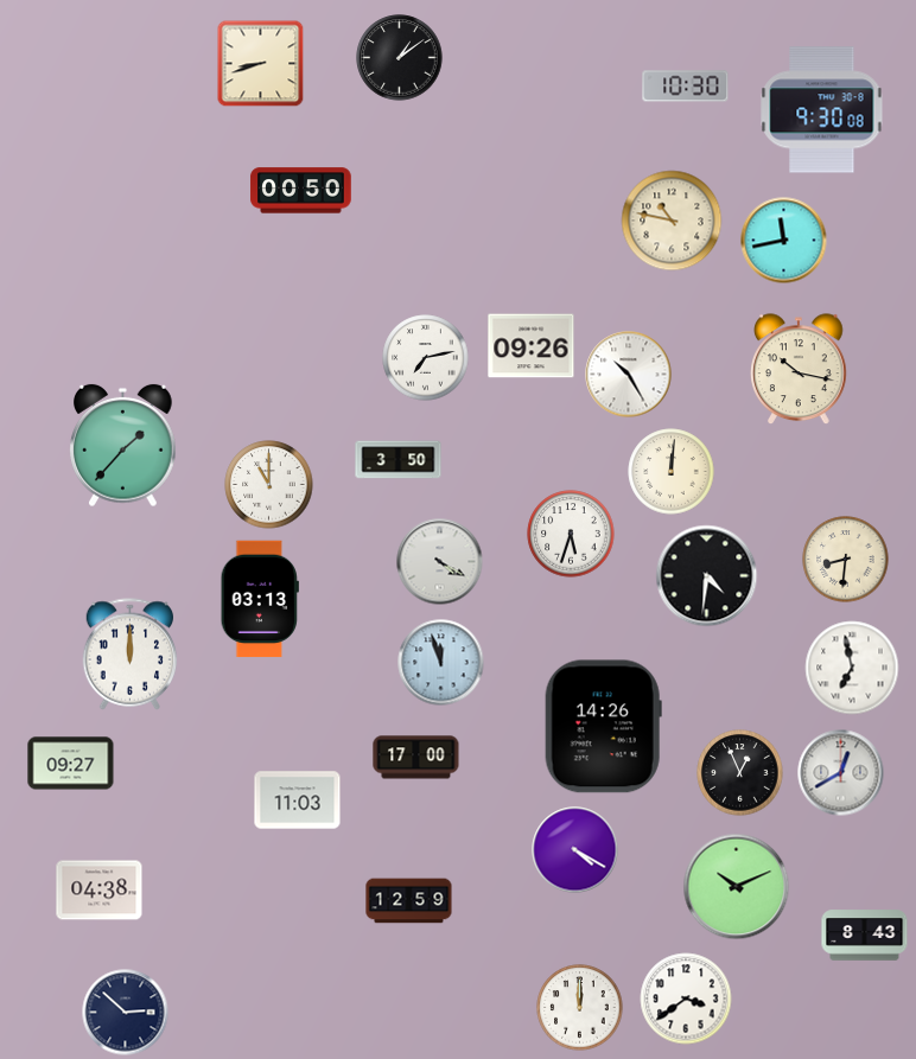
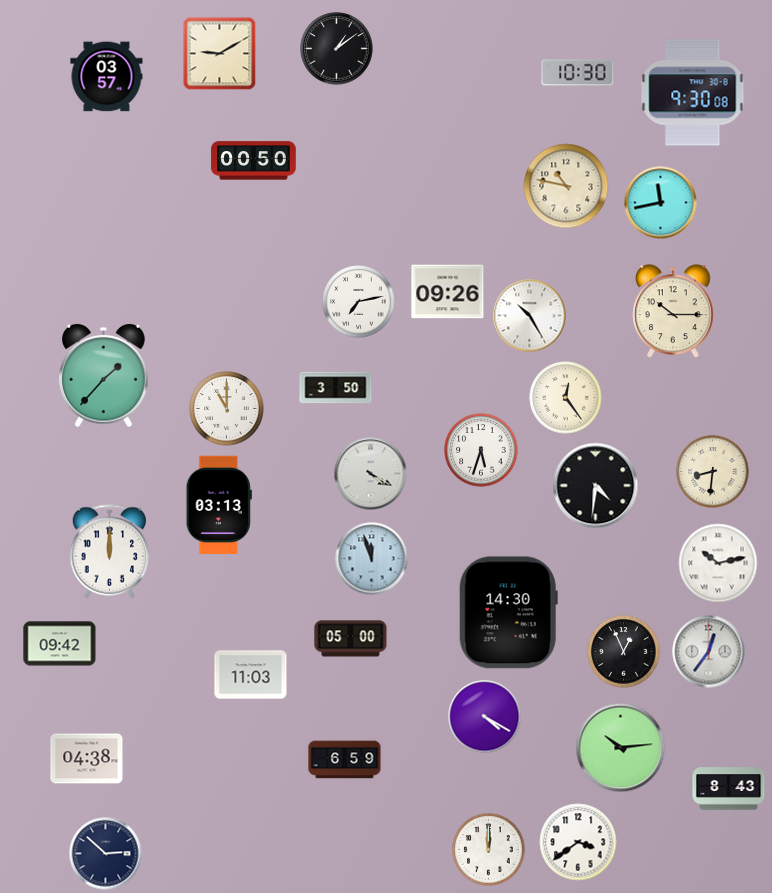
clock at (261, 64): 8:42 -> 9:10
clock at (107, 77): none -> 03:57
clock at (799, 370): 10:17 -> 10:15
clock at (672, 472): 12:01 -> 12:24
clock at (852, 668): 6:58 -> 10:13
clock at (603, 727): 14:26 -> 14:30
clock at (416, 758): 17:00 -> 05:00
clock at (71, 764): 09:27 -> 09:42
clock at (841, 773): 12:40 -> 12:36
clock at (737, 887): 10:11 -> 10:14
clock at (100, 891) position: (100, 891) -> (87, 759)
clock at (409, 901): 12:59 -> 6:59
